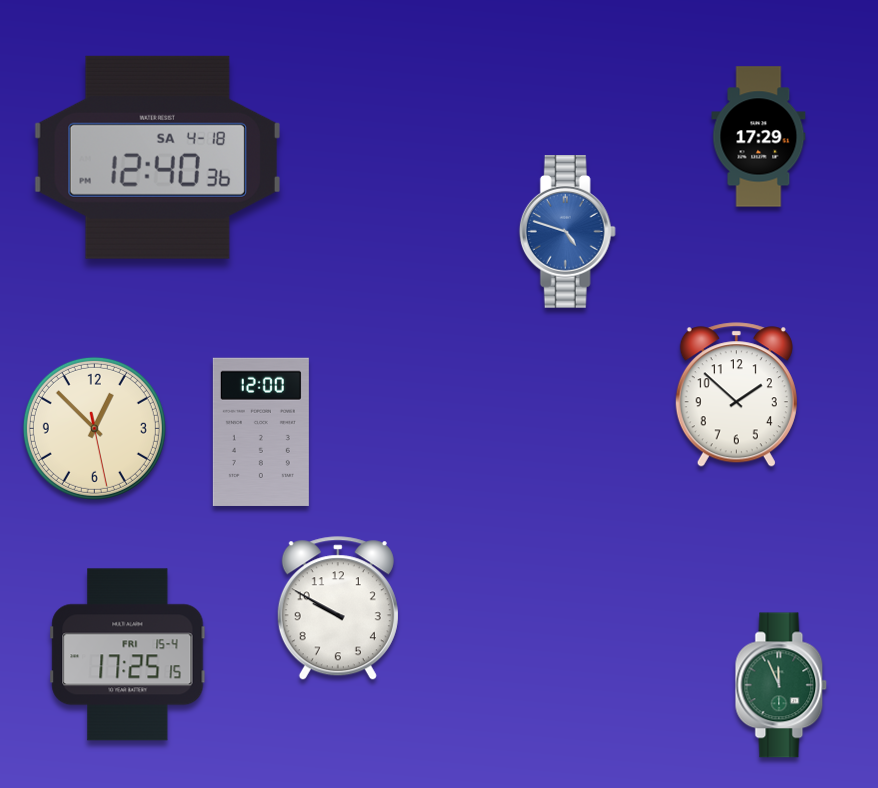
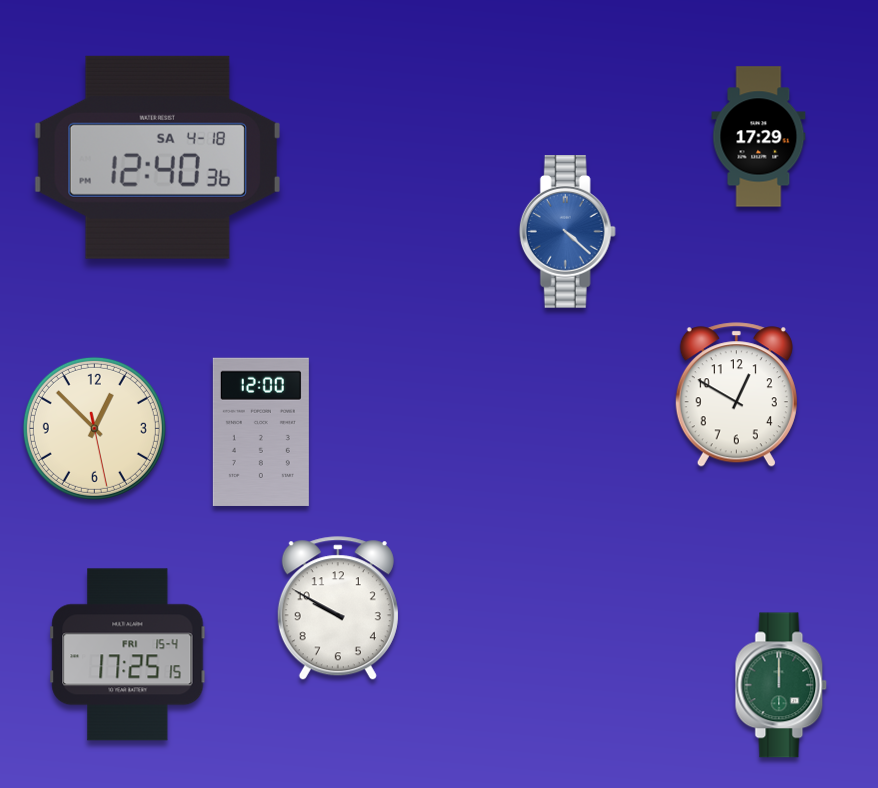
clock at (567, 232): 4:48 -> 4:22
clock at (736, 395): 1:52 -> 12:50
clock at (781, 685): 11:56 -> 12:00
